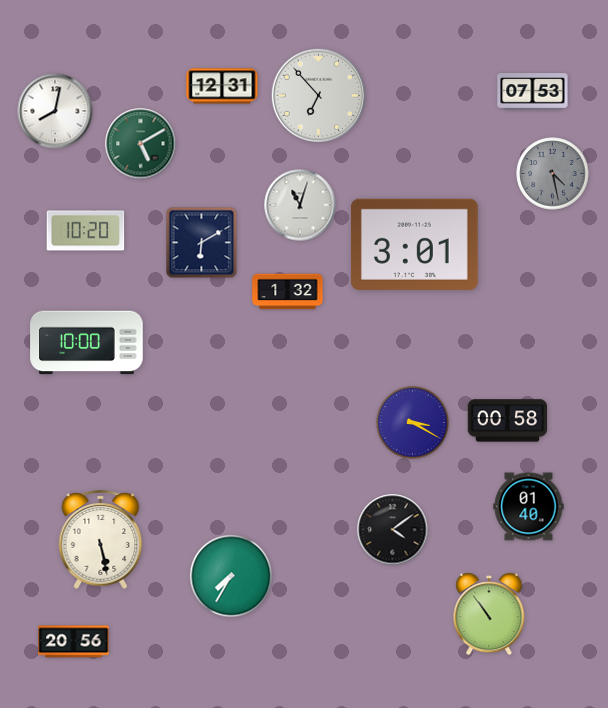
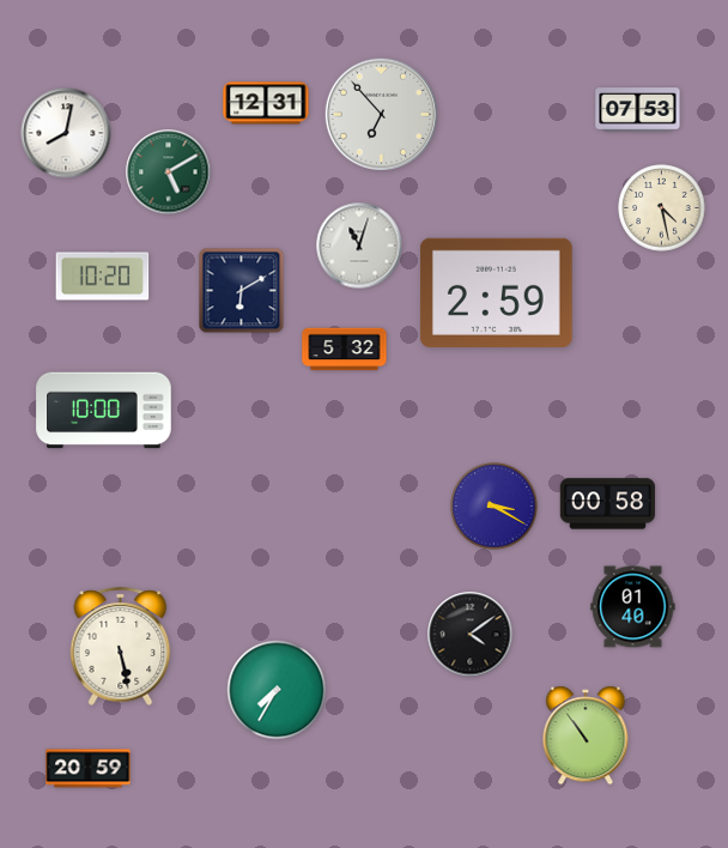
clock at (553, 174) dial: grey -> cream
clock at (414, 244): 3:01 -> 2:59
clock at (288, 292): 1:32 -> 5:32
clock at (74, 642): 20:56 -> 20:59
